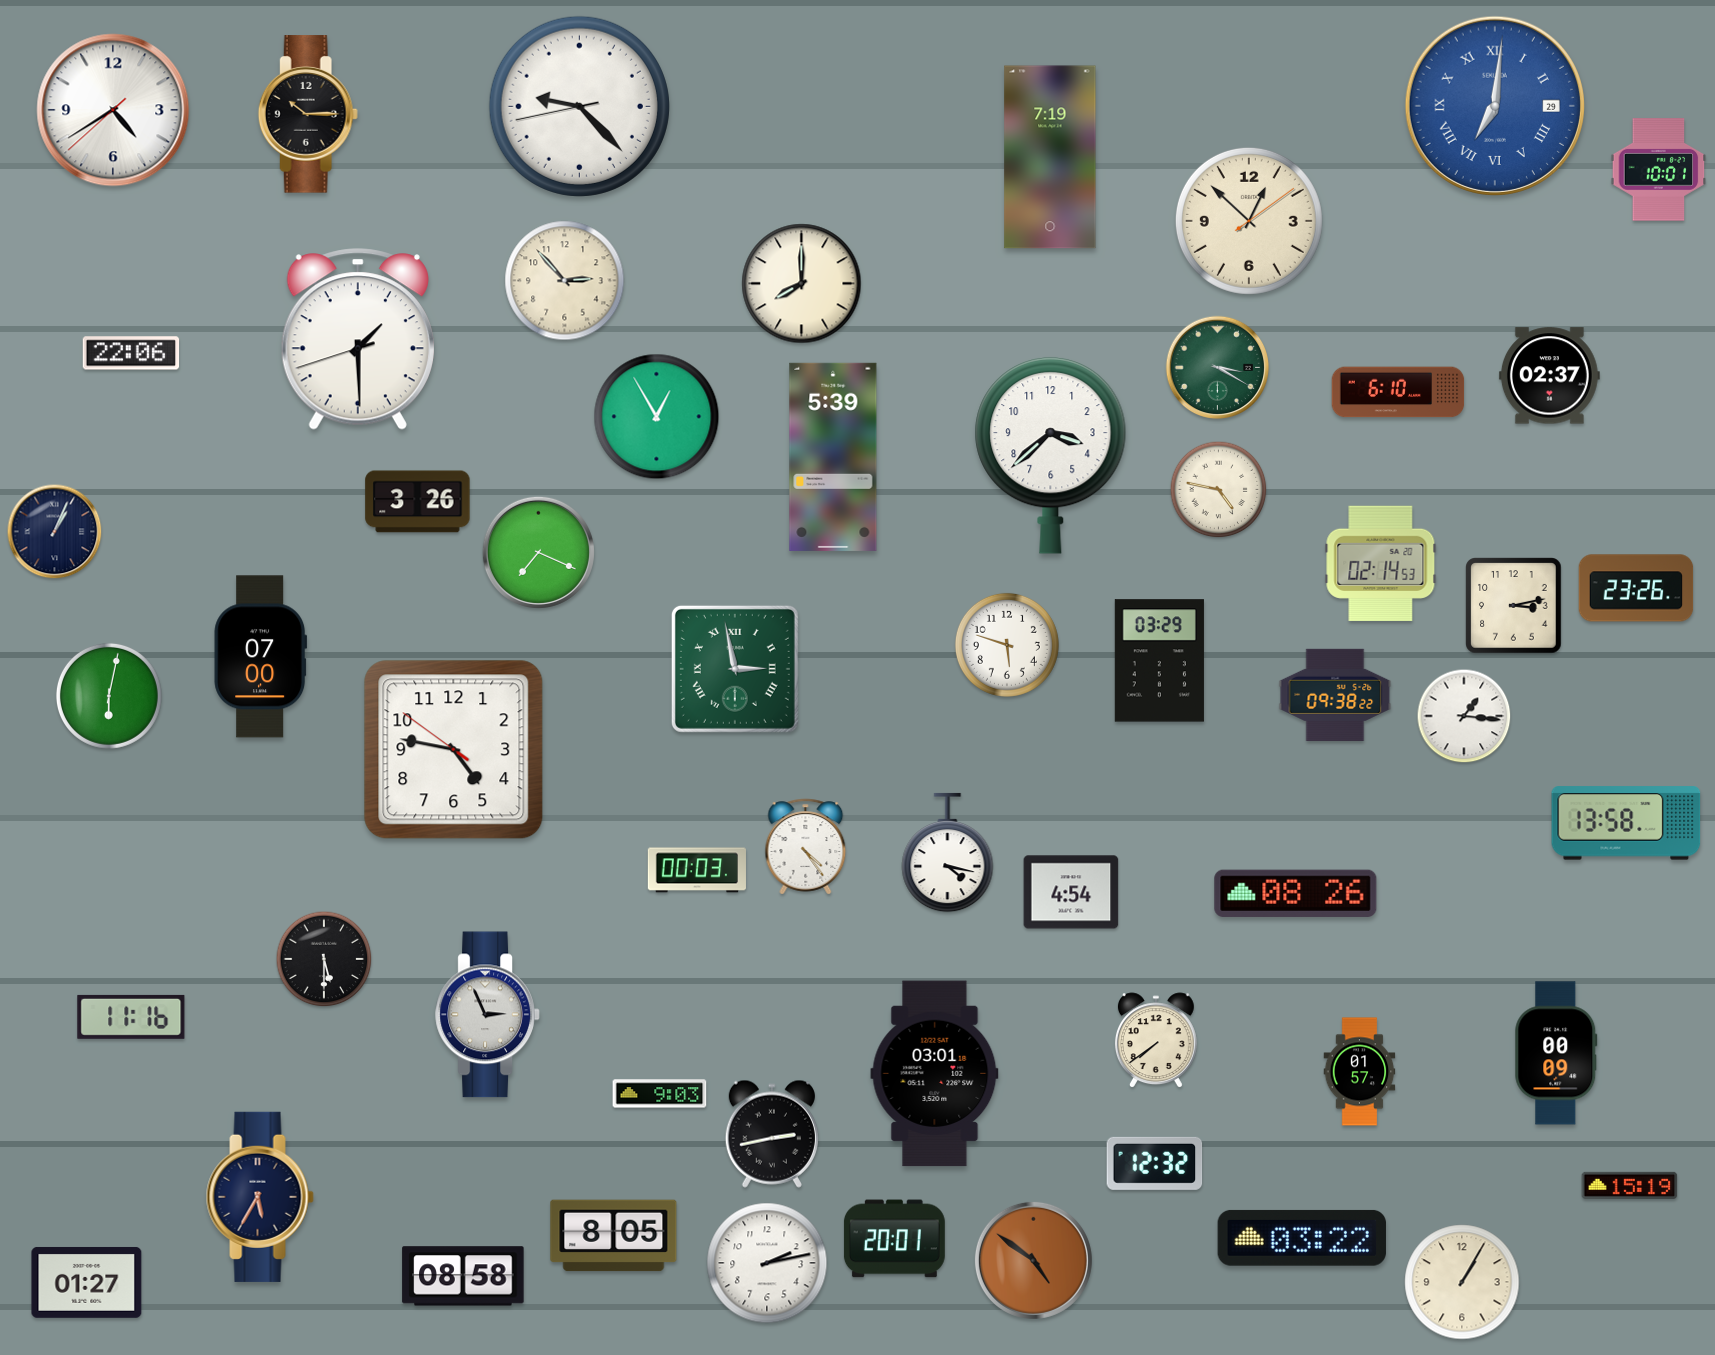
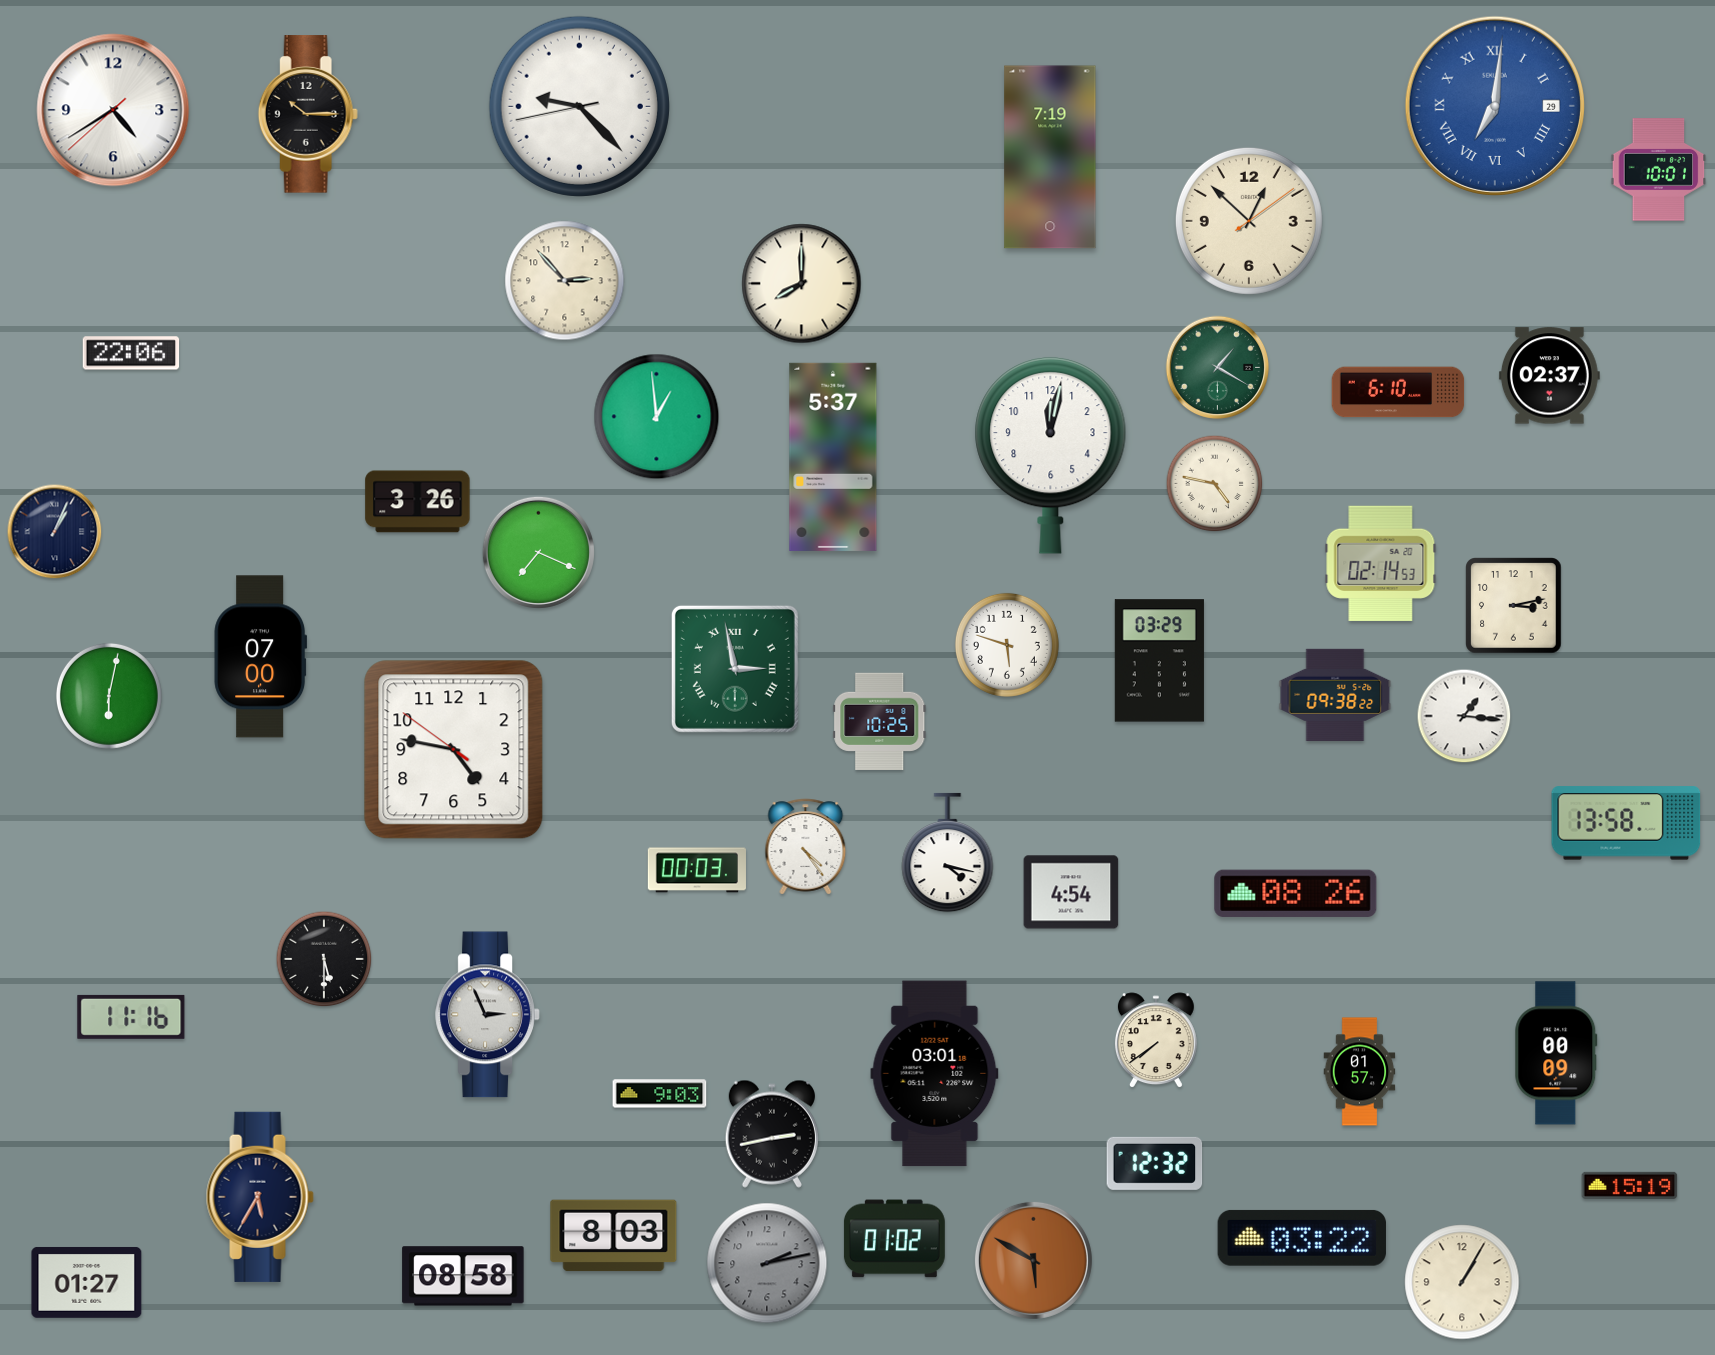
clock at (358, 339): 1:29 -> none
clock at (1218, 368): 3:20 -> 1:20
clock at (657, 417): 12:55 -> 12:59
clock at (1051, 455): 3:38 -> 12:02
clock at (833, 457): 5:39 -> 5:37
clock at (1219, 490) position: (1219, 490) -> (1215, 484)
clock at (1636, 588): 23:26 -> none
clock at (880, 721): none -> 10:25
clock at (614, 1236): 8:05 -> 8:03
clock at (894, 1239): 20:01 -> 01:02
clock at (1033, 1260): 4:51 -> 5:50
clock at (767, 1263) dial: white -> grey
